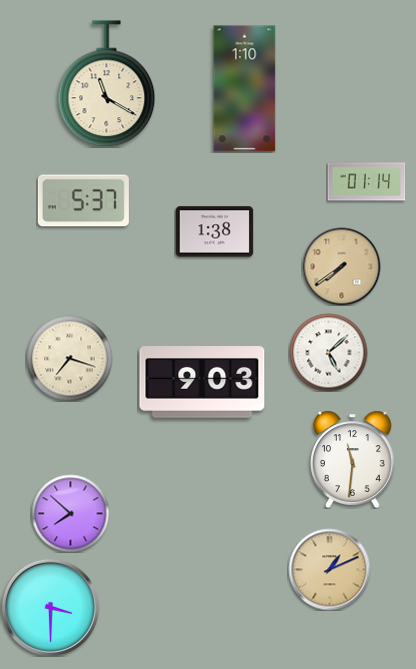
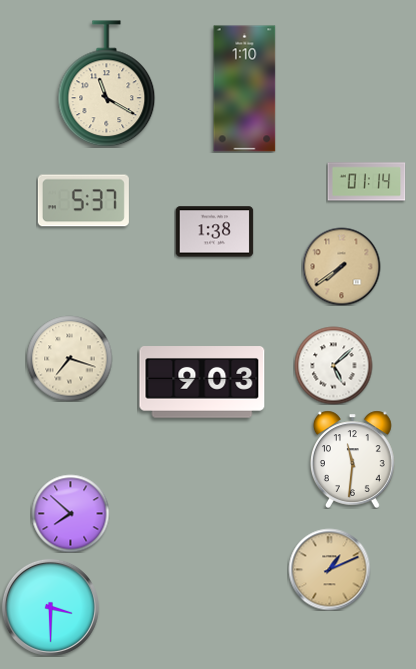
clock at (328, 352) position: (328, 352) -> (333, 365)
